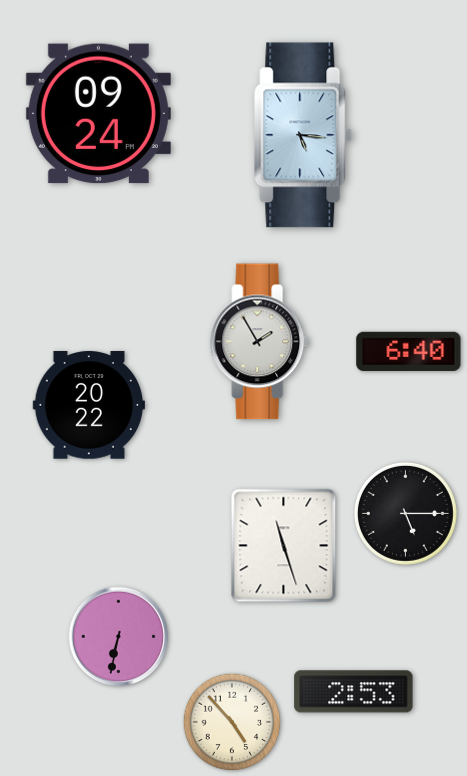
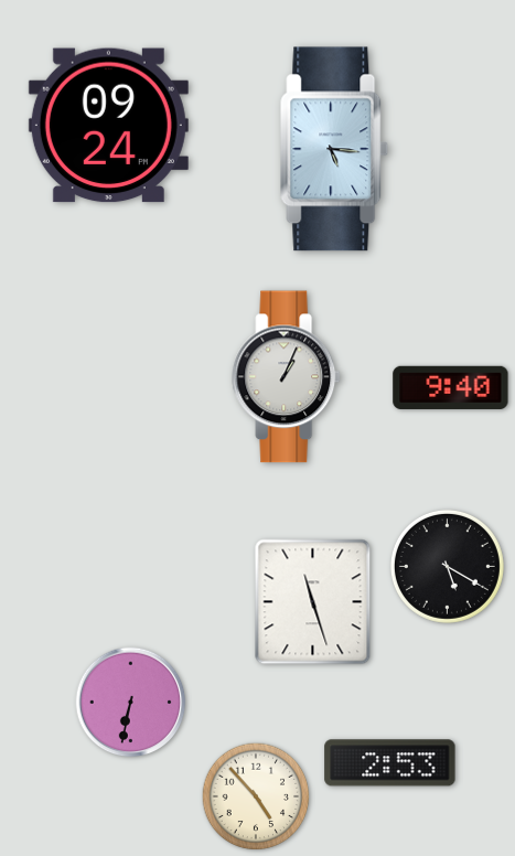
clock at (260, 342): 1:55 -> 1:04
clock at (409, 351): 6:40 -> 9:40
clock at (89, 405): 20:22 -> none
clock at (405, 513): 5:15 -> 5:20
